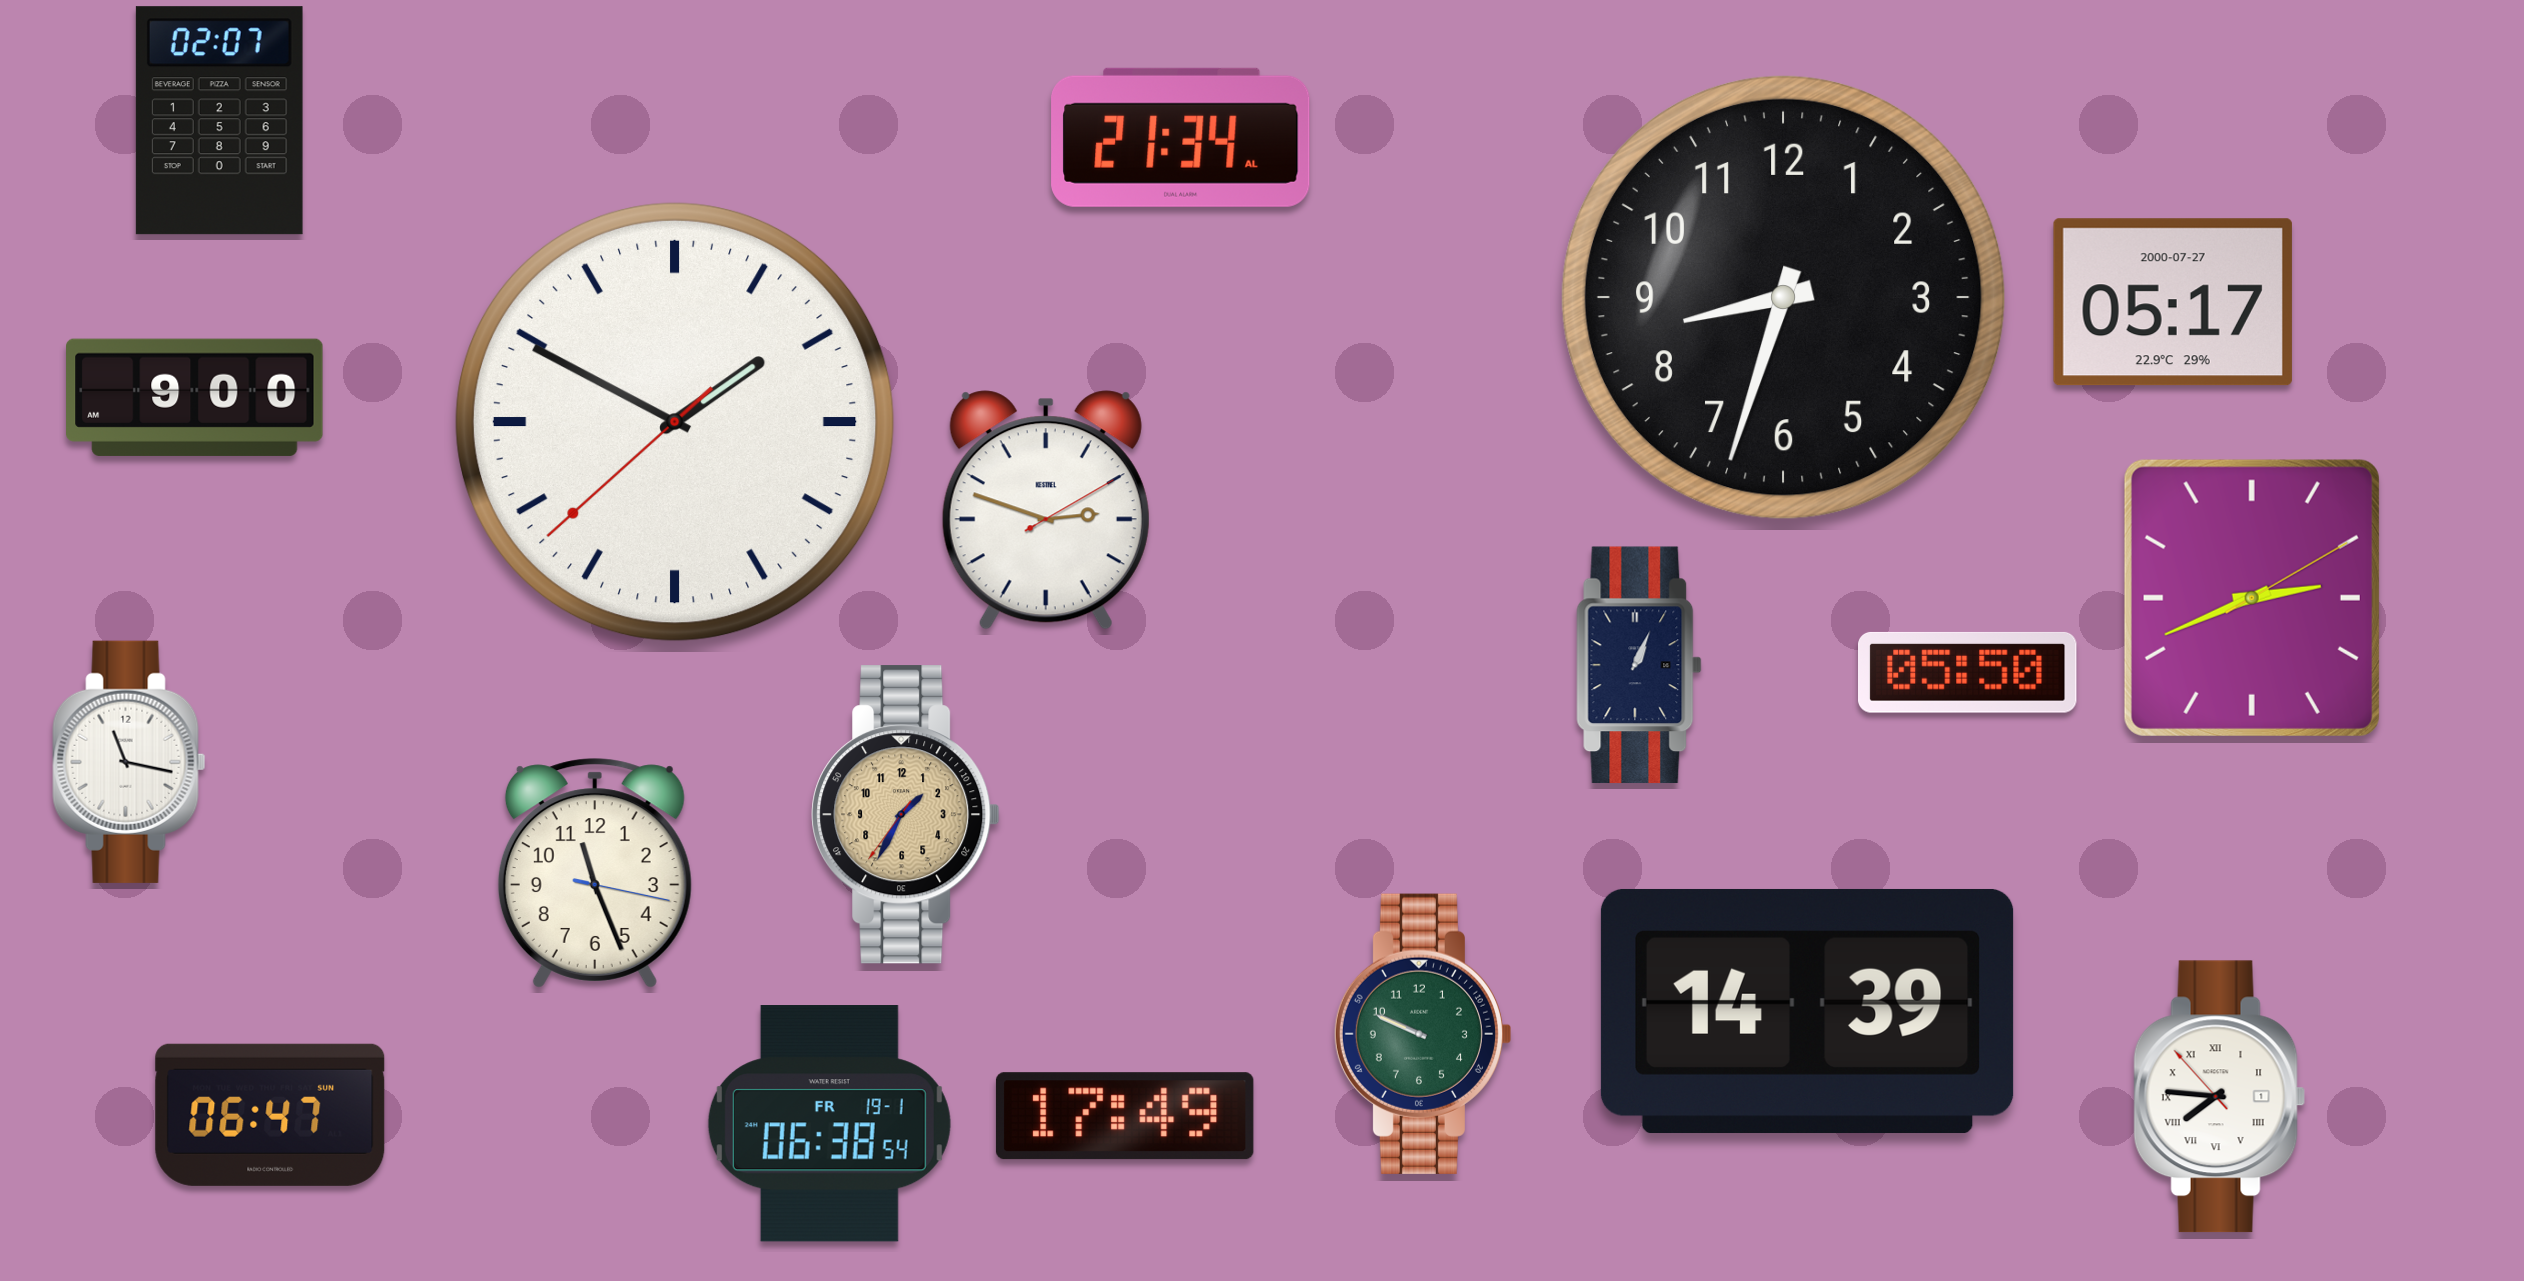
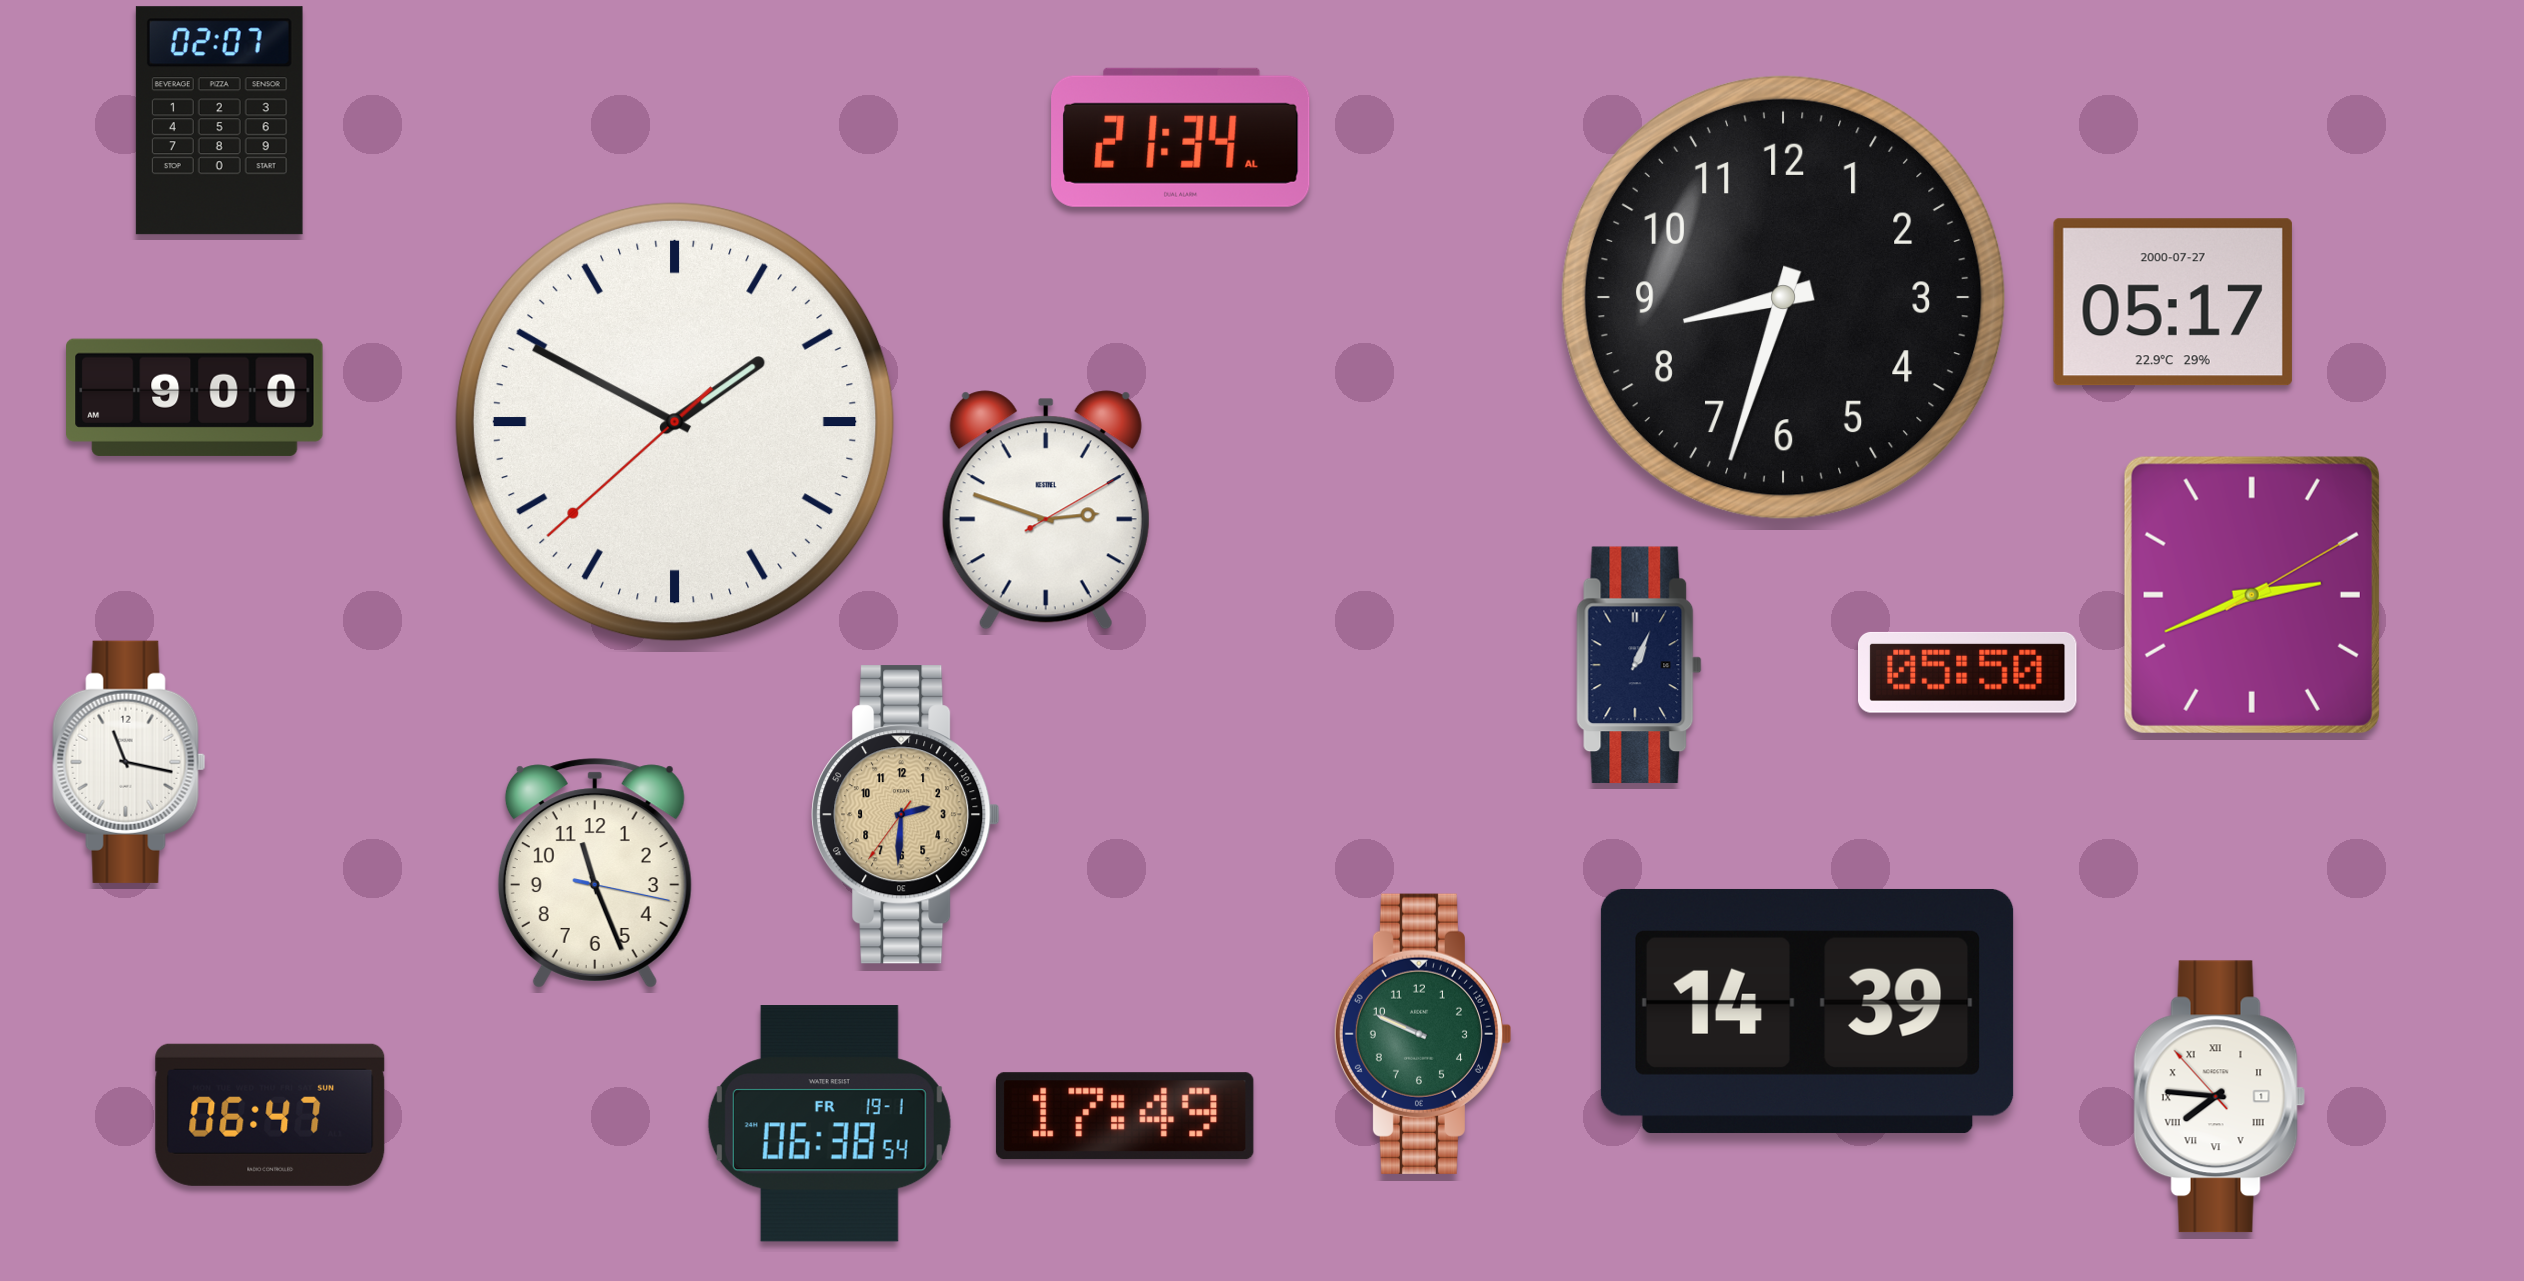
clock at (2252, 598) position: (2252, 598) -> (2252, 595)
clock at (906, 815): 1:34 -> 2:30
